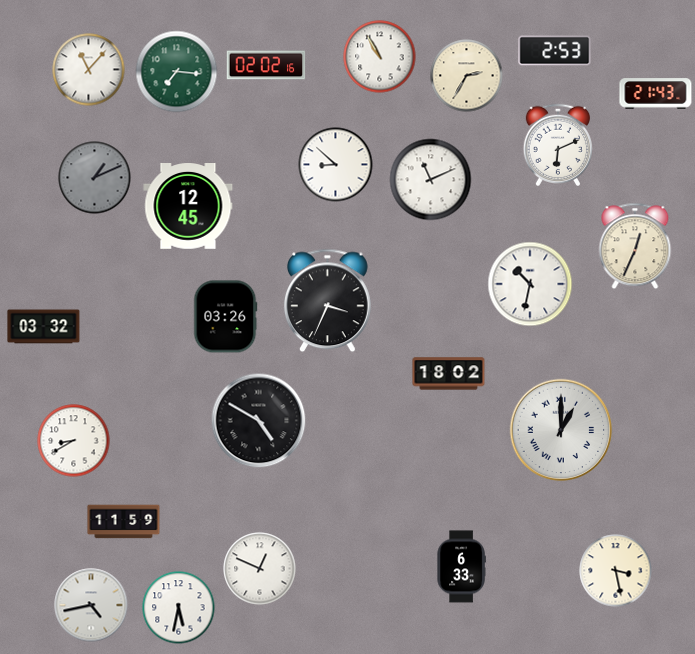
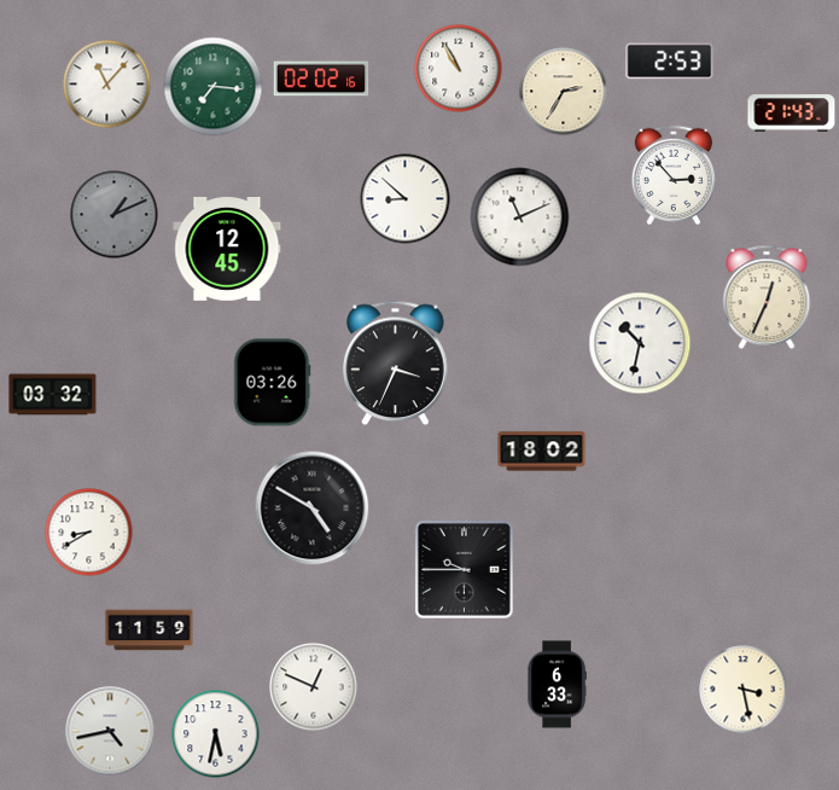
clock at (557, 144): 6:11 -> 2:53
clock at (561, 430): 1:00 -> none
clock at (464, 569): none -> 9:45
